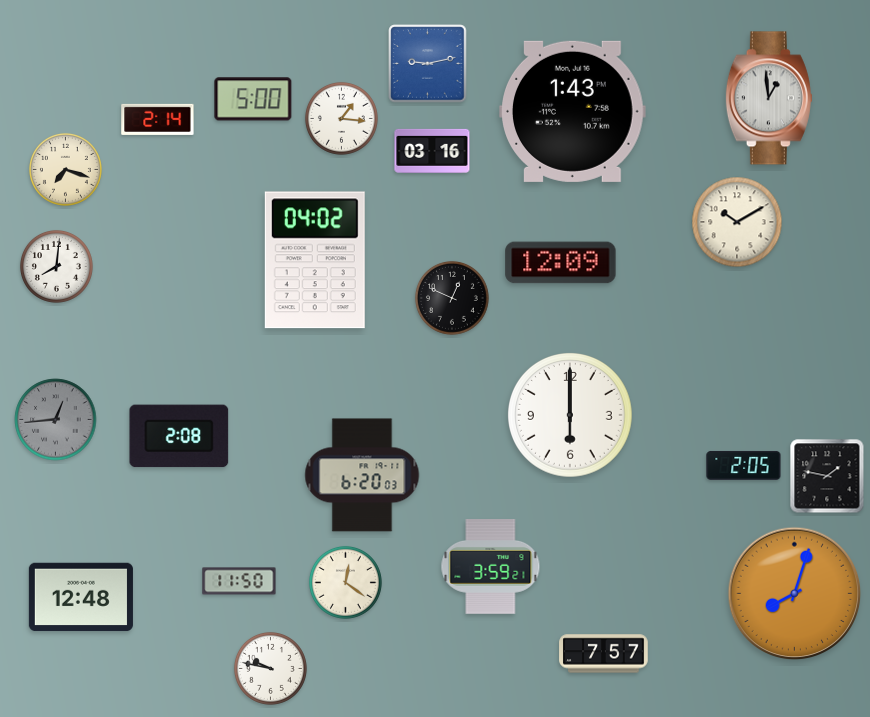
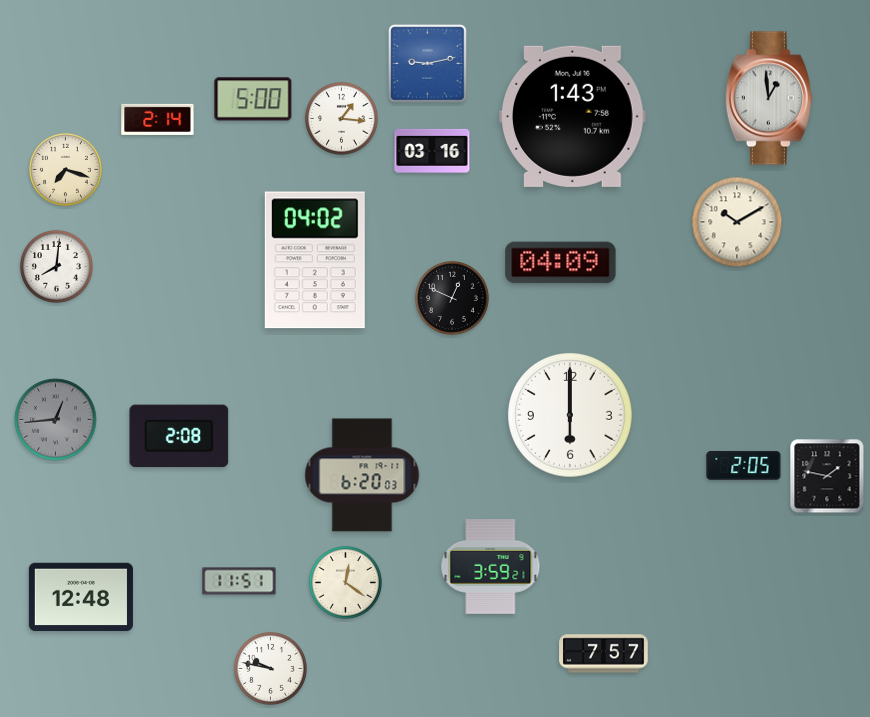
clock at (573, 111) position: (573, 111) -> (573, 116)
clock at (561, 263): 12:09 -> 04:09
clock at (239, 581): 11:50 -> 11:51
clock at (795, 594): 8:03 -> none
